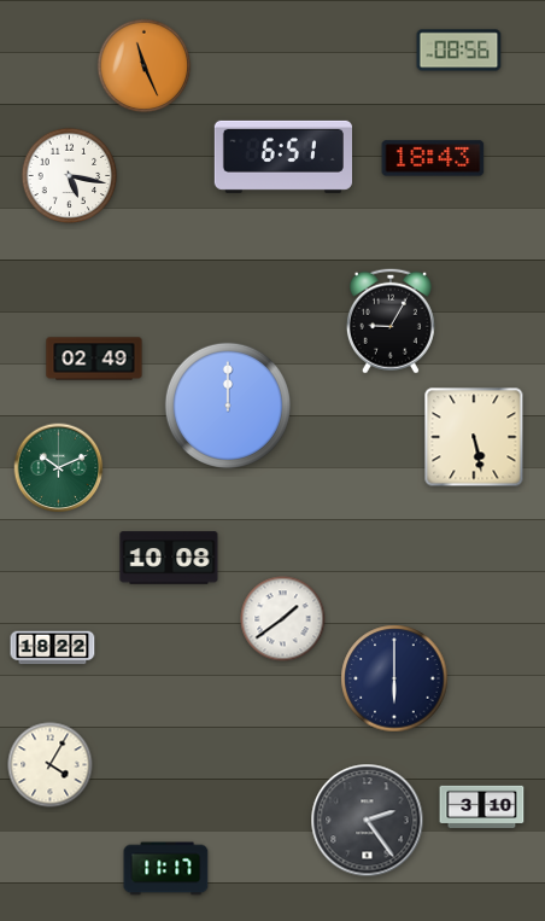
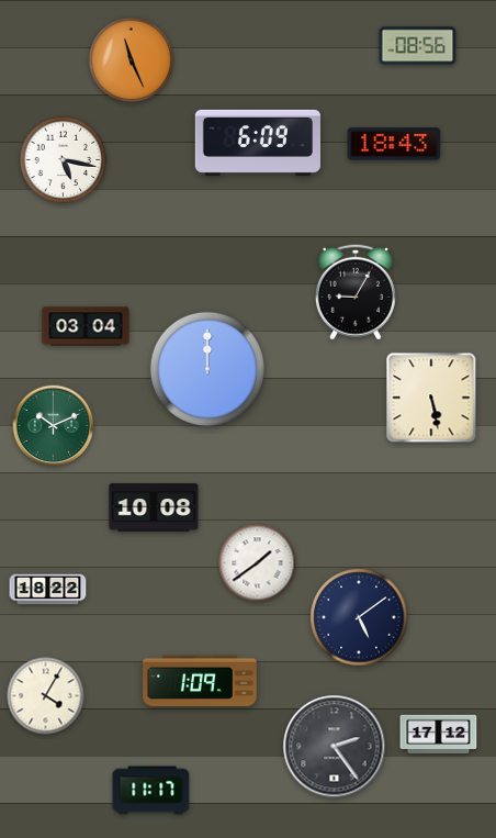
clock at (282, 157): 6:51 -> 6:09
clock at (94, 359): 02:49 -> 03:04
clock at (394, 678): 6:00 -> 5:09
clock at (200, 680): none -> 1:09
clock at (482, 806): 3:10 -> 17:12
